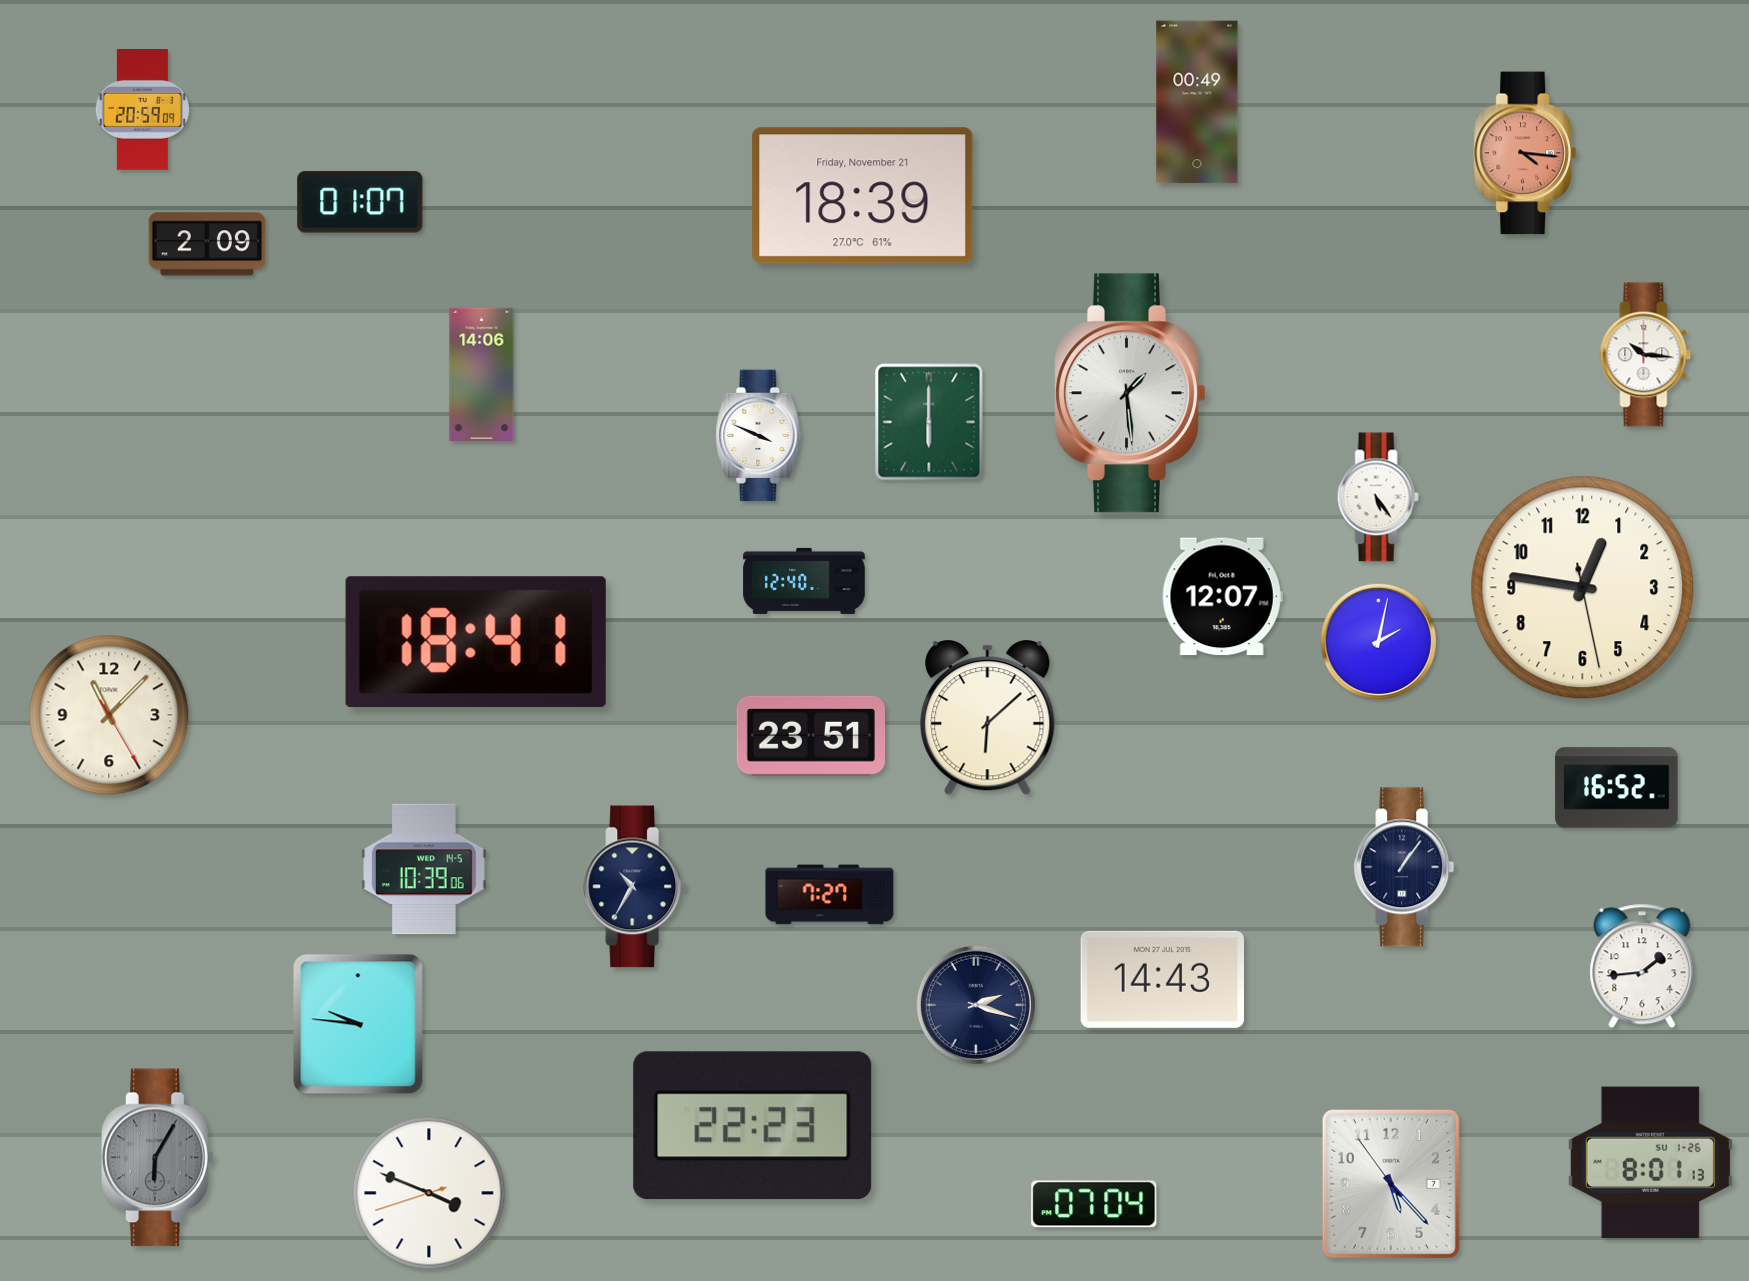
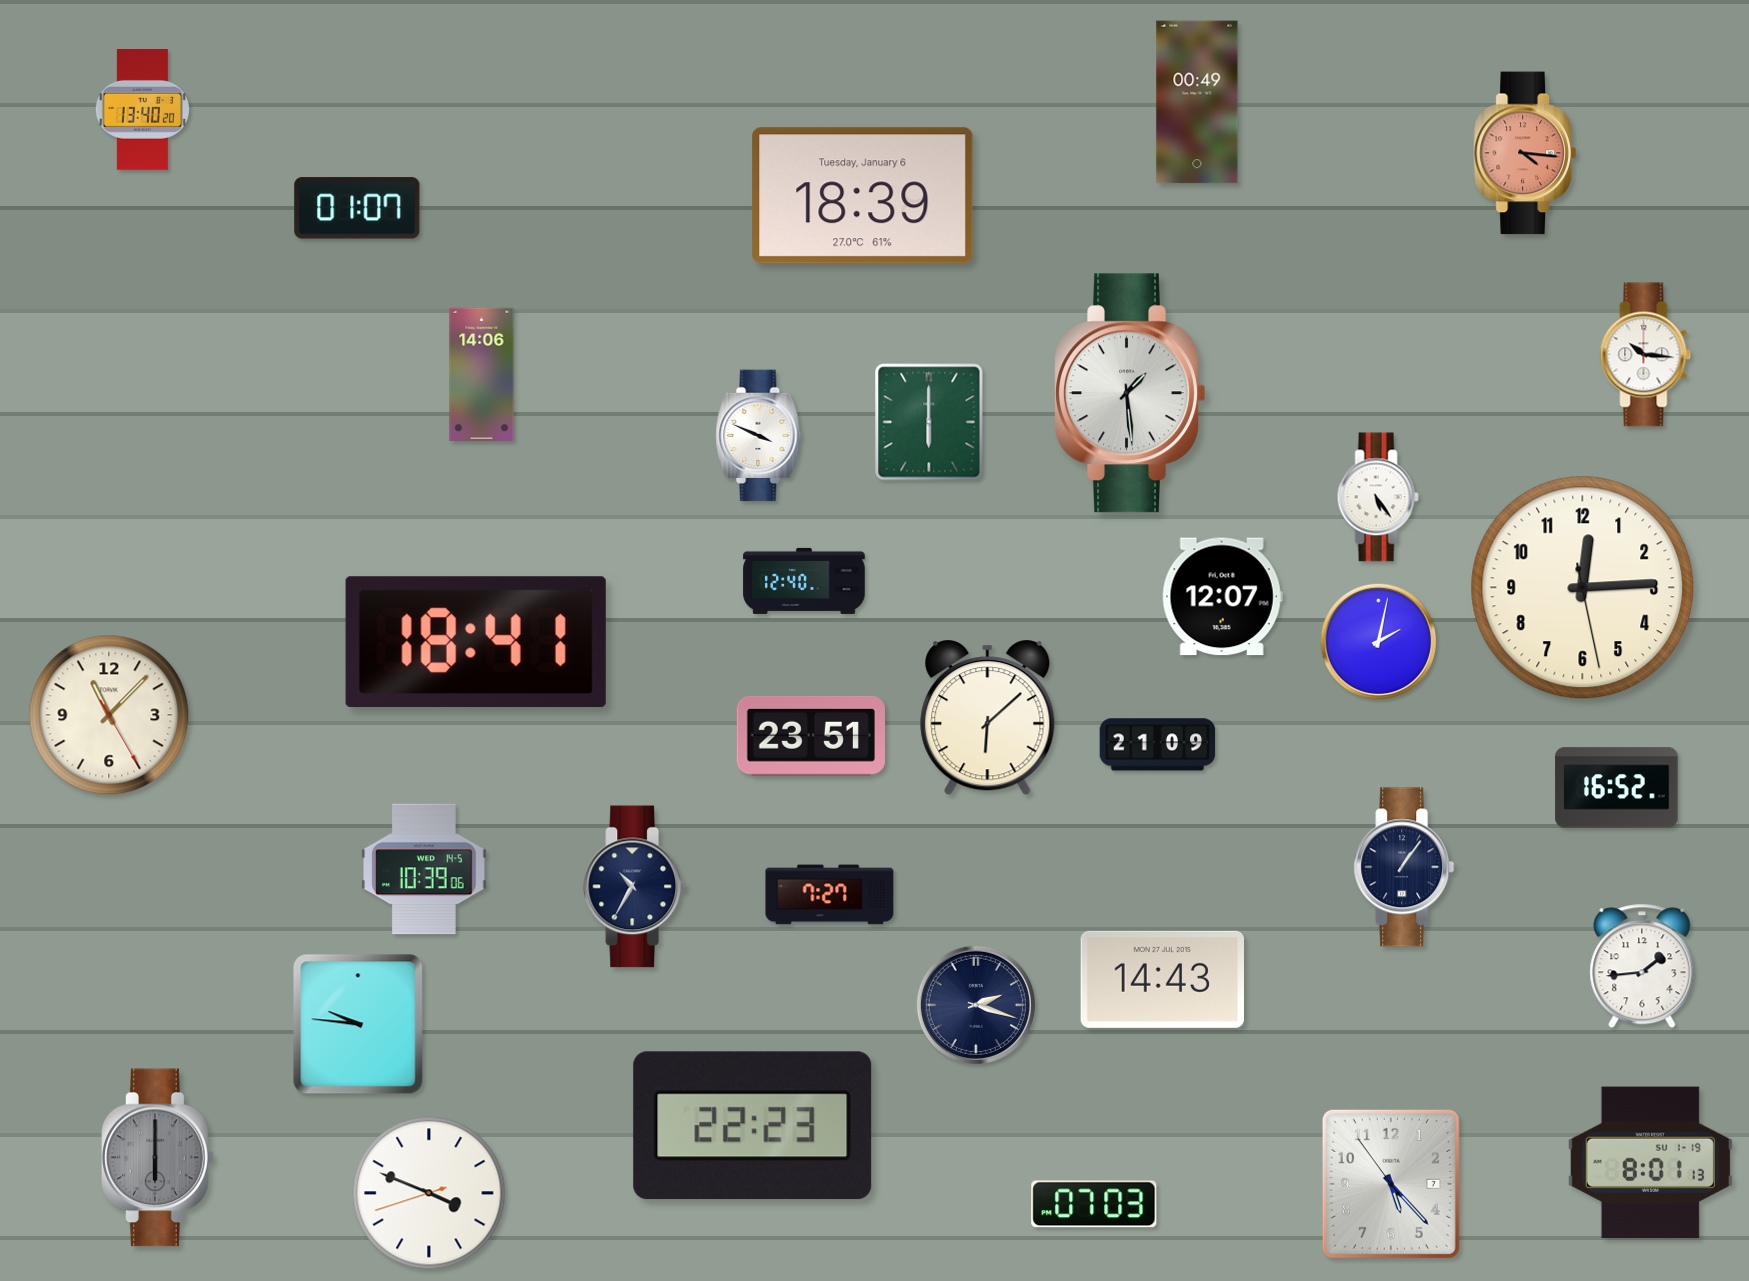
clock at (142, 110): 20:59 -> 13:40
clock at (863, 196) date: Friday, November 21 -> Tuesday, January 6
clock at (360, 202) position: (360, 202) -> (357, 208)
clock at (207, 244): 2:09 -> none
clock at (1583, 588): 12:46 -> 12:14
clock at (1158, 745): none -> 21:09
clock at (158, 1158): 6:05 -> 6:00
clock at (1650, 1163) date: SU 1-26 -> SU 1-19
clock at (1094, 1204): 07:04 -> 07:03
